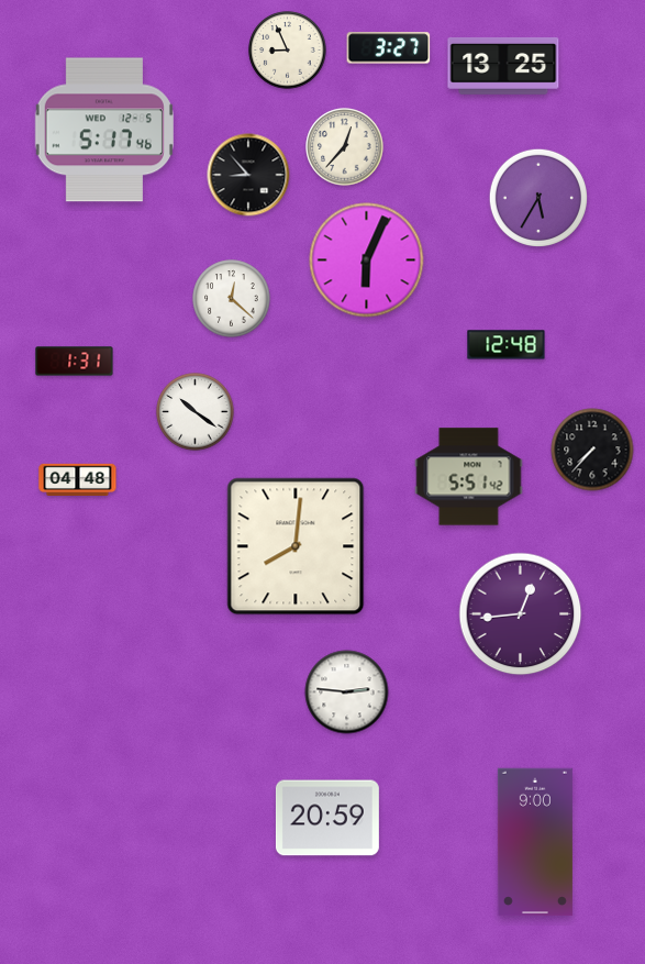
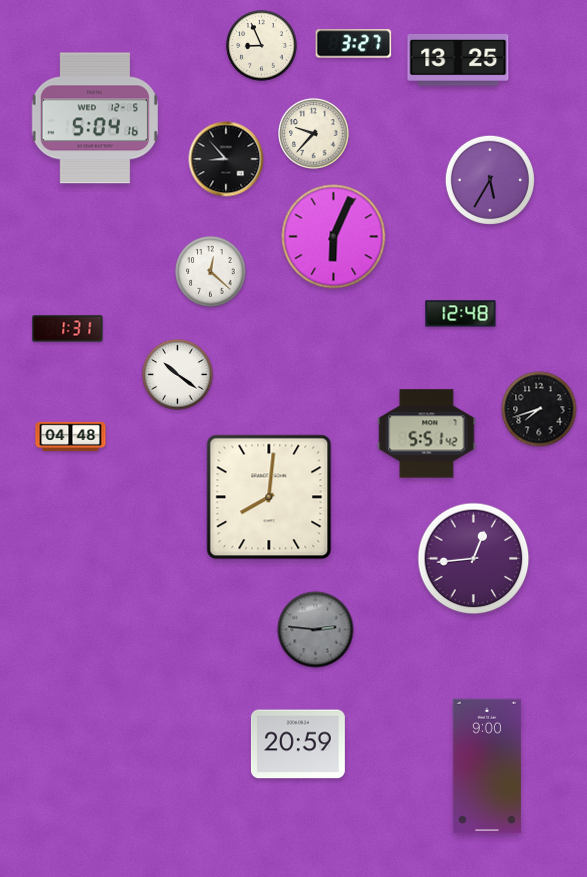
clock at (104, 130): 5:17 -> 5:04
clock at (345, 147): 12:37 -> 9:37
clock at (592, 450): 7:37 -> 7:42
clock at (347, 692) dial: white -> grey
